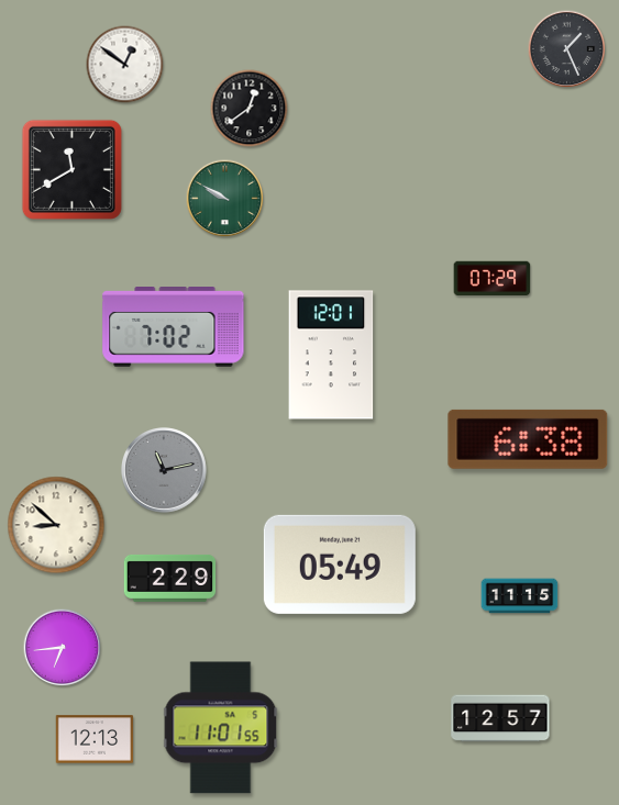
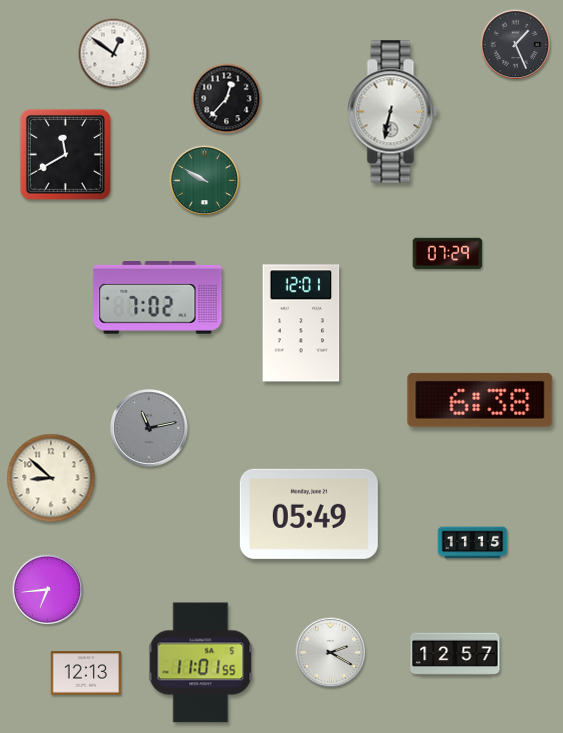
clock at (125, 65) position: (125, 65) -> (114, 54)
clock at (250, 109): 12:39 -> 12:37
clock at (393, 112): none -> 6:32
clock at (170, 578): 2:29 -> none
clock at (63, 648) position: (63, 648) -> (48, 590)
clock at (331, 653): none -> 2:20
